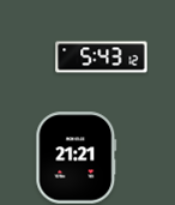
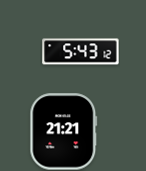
clock at (102, 58) position: (102, 58) -> (81, 52)
